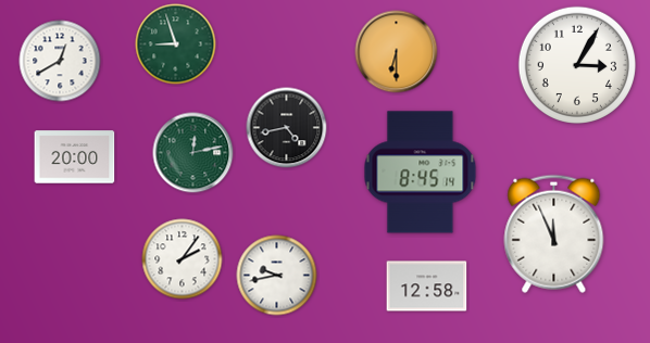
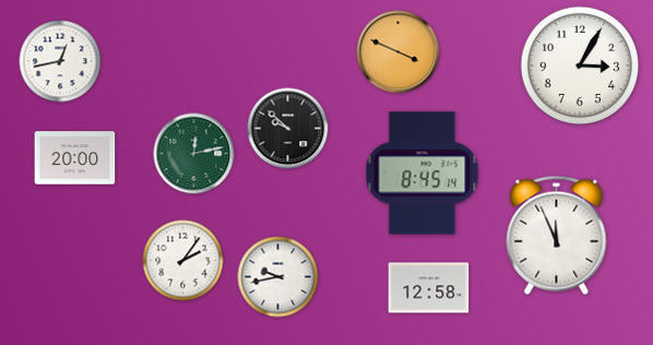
clock at (176, 45): 8:57 -> none
clock at (397, 52): 6:30 -> 3:49
clock at (60, 61): 12:40 -> 12:43
clock at (287, 128): 4:43 -> 9:52
